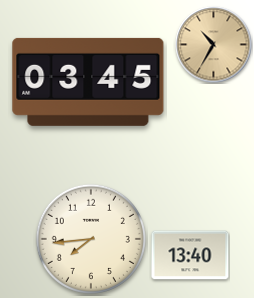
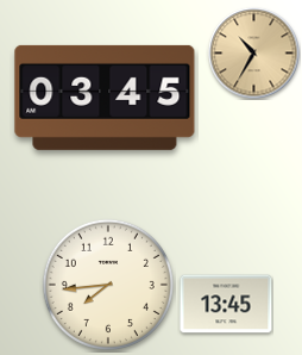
clock at (190, 255): 13:40 -> 13:45
